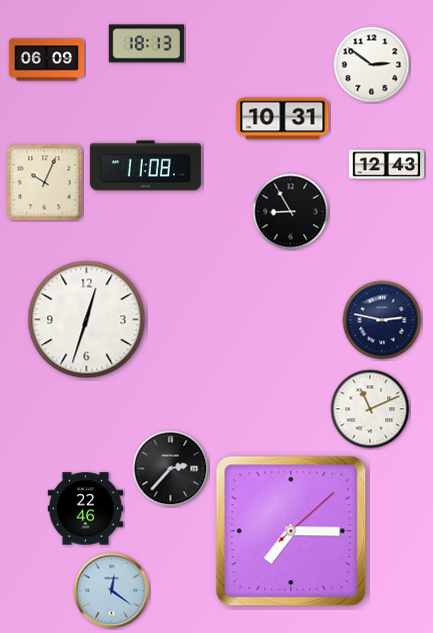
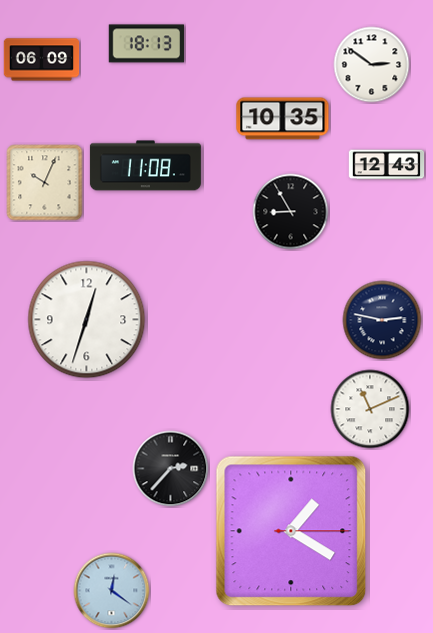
clock at (47, 60) position: (47, 60) -> (42, 60)
clock at (283, 119): 10:31 -> 10:35
clock at (86, 509): 22:46 -> none
clock at (291, 531): 7:15 -> 1:20
